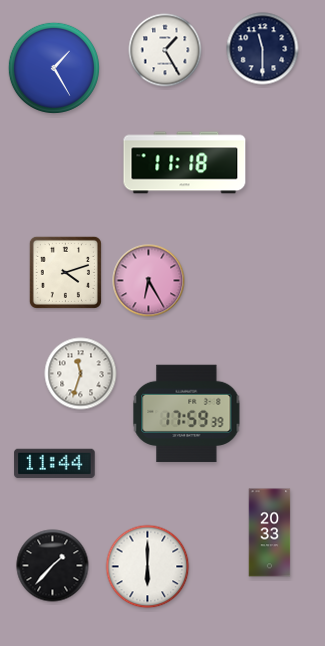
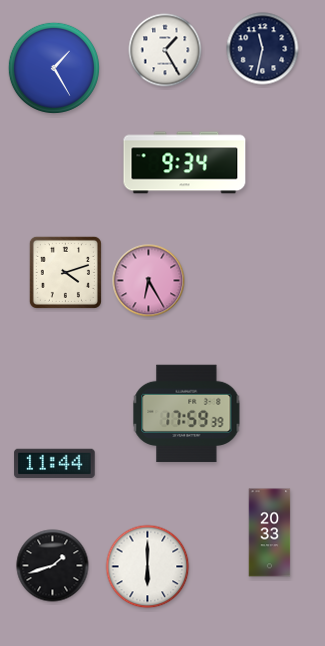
clock at (263, 49): 11:30 -> 11:32
clock at (185, 163): 11:18 -> 9:34
clock at (81, 374): 11:33 -> none
clock at (53, 566): 1:37 -> 1:42
